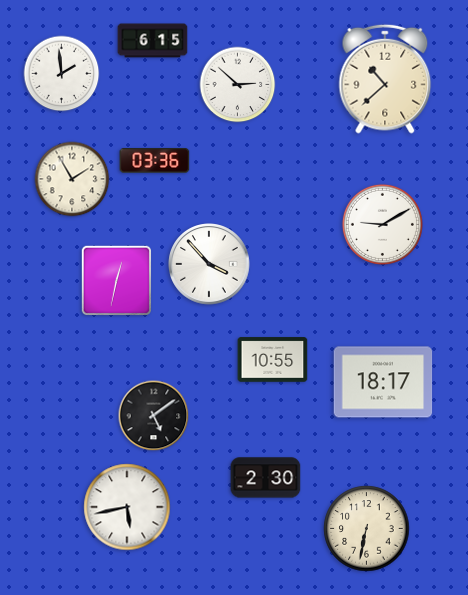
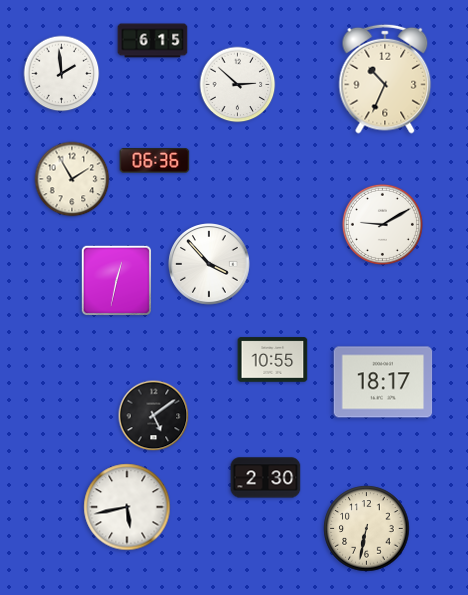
clock at (385, 79): 10:38 -> 10:34
clock at (155, 161): 03:36 -> 06:36
